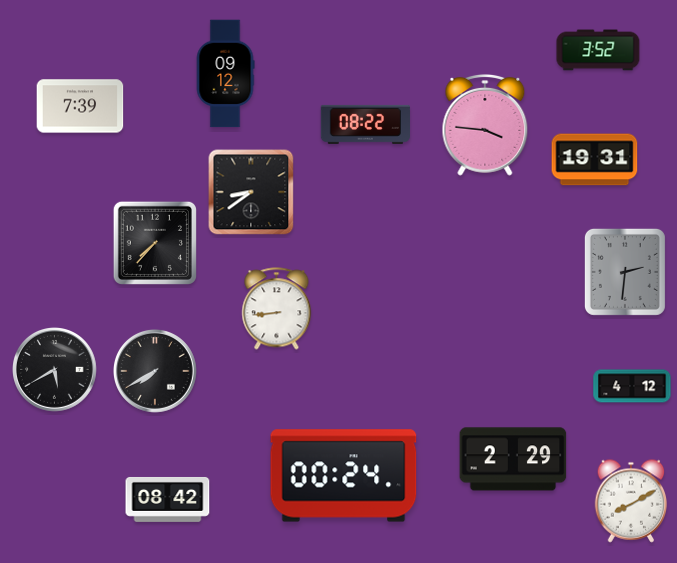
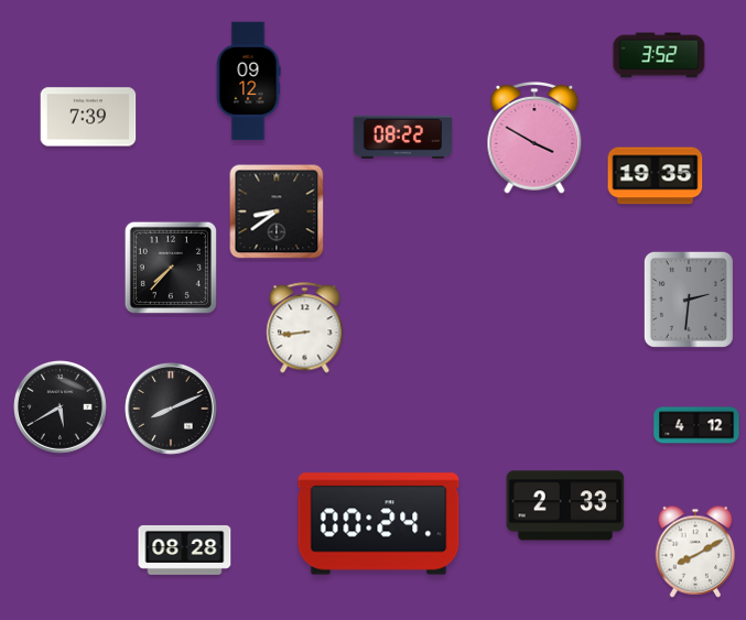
clock at (485, 126): 3:46 -> 3:50
clock at (595, 160): 19:31 -> 19:35
clock at (277, 309) position: (277, 309) -> (305, 328)
clock at (156, 372): 7:40 -> 8:11
clock at (513, 459): 2:29 -> 2:33
clock at (168, 499): 08:42 -> 08:28
